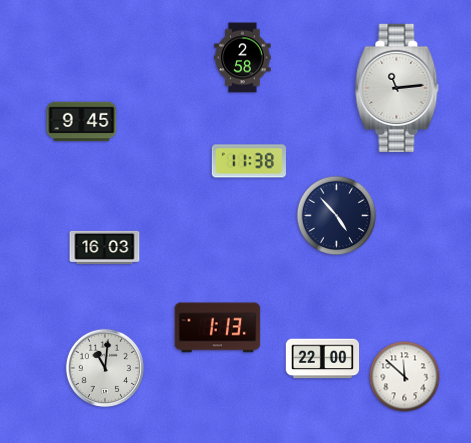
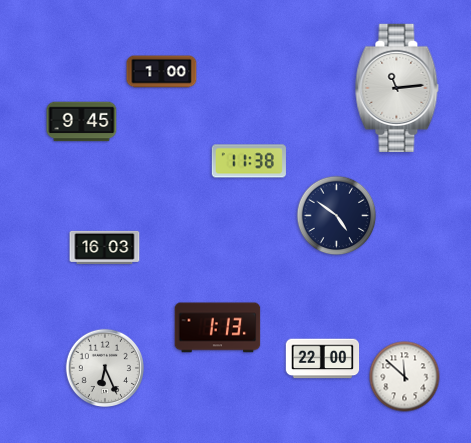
clock at (243, 58): 2:58 -> none
clock at (162, 72): none -> 1:00
clock at (337, 216): 4:53 -> 4:51
clock at (104, 367): 11:01 -> 6:26
